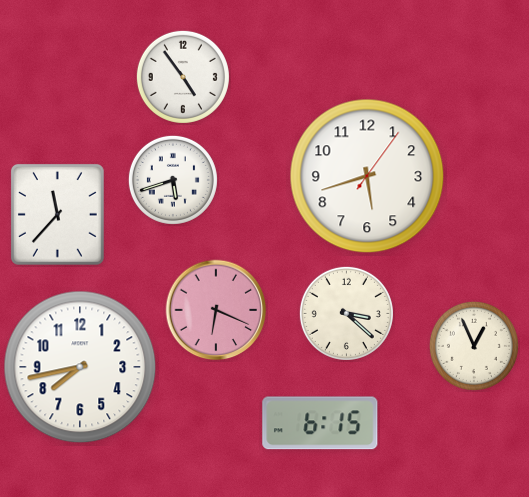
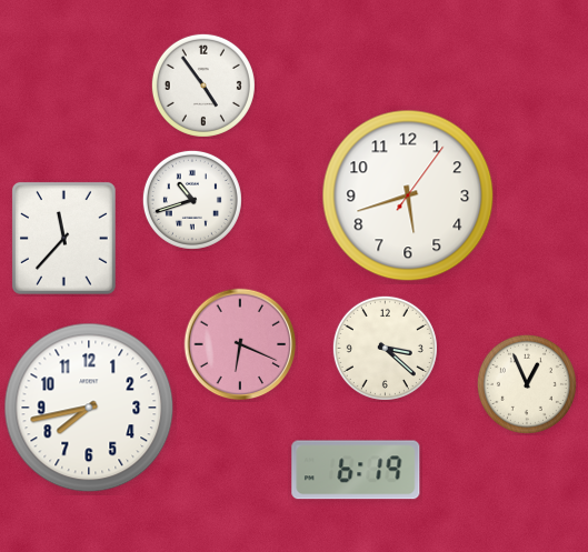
clock at (173, 180): 5:42 -> 10:42
clock at (320, 423): 6:15 -> 6:19
